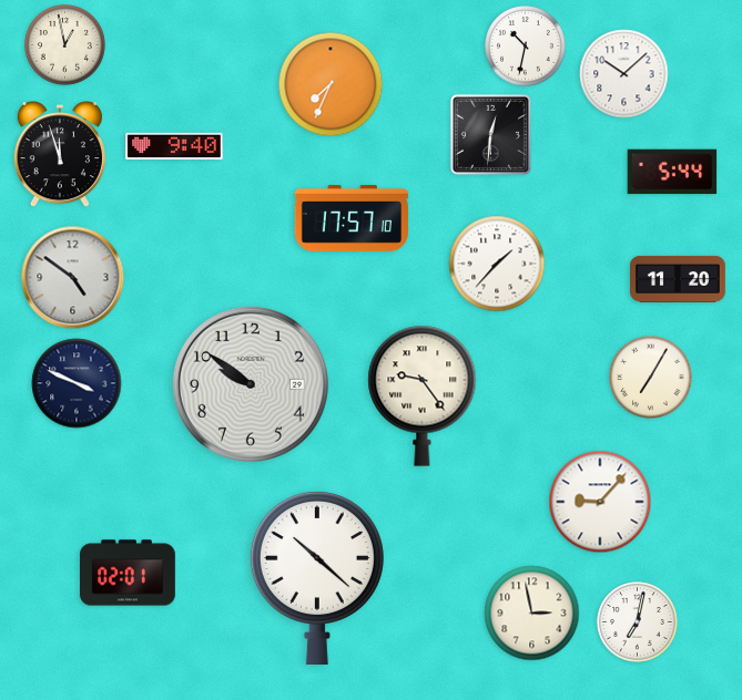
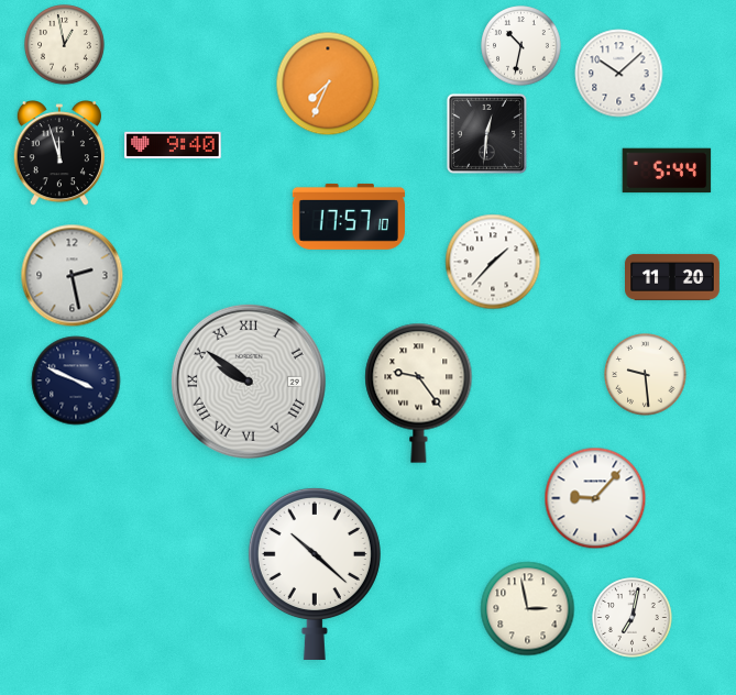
clock at (73, 278): 4:51 -> 2:28
clock at (651, 378): 7:05 -> 9:29
clock at (251, 384) numerals: Arabic -> Roman
clock at (129, 573): 02:01 -> none
